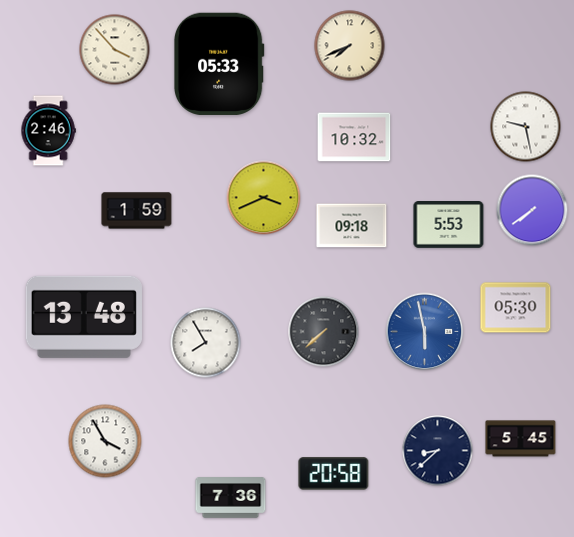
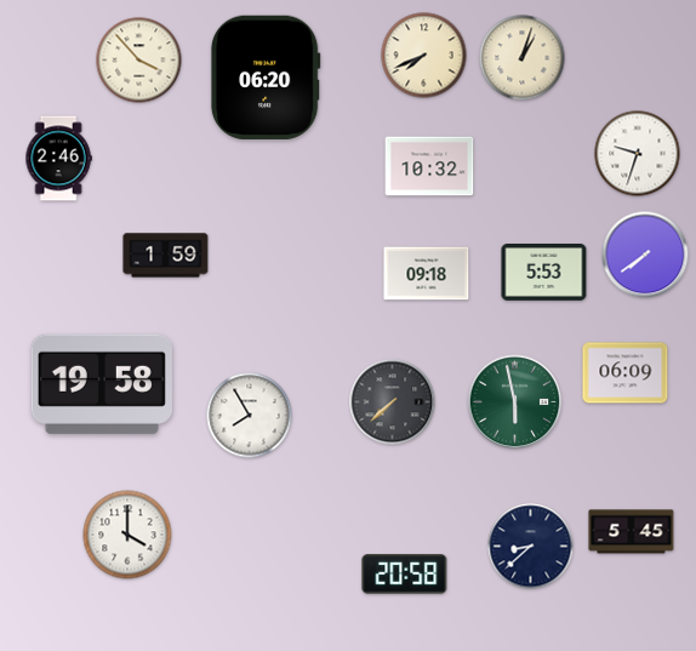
clock at (523, 58): none -> 1:03
clock at (219, 64): 05:33 -> 06:20
clock at (526, 127): 9:28 -> 9:33
clock at (264, 198): 3:41 -> none
clock at (516, 308): 05:30 -> 06:09
clock at (84, 317): 13:48 -> 19:58
clock at (425, 332) dial: blue -> green
clock at (105, 441): 3:55 -> 4:00
clock at (231, 498): 7:36 -> none
